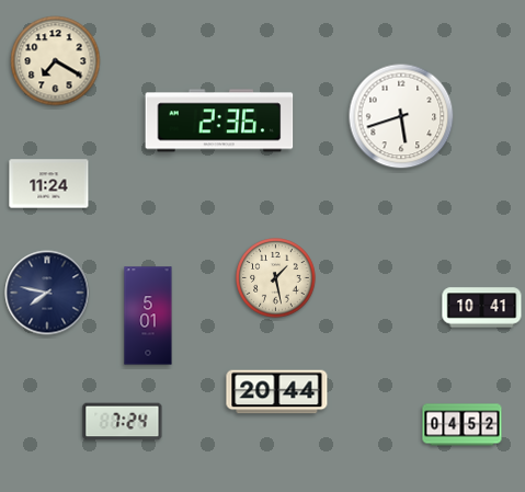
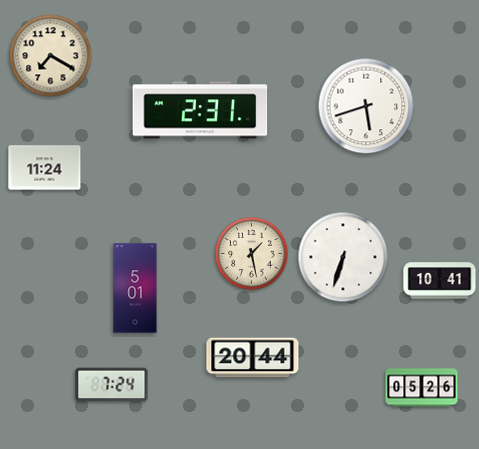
clock at (219, 121): 2:36 -> 2:31
clock at (343, 257): none -> 6:33
clock at (47, 293): 7:47 -> none
clock at (463, 425): 04:52 -> 05:26
